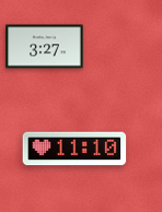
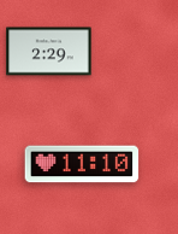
clock at (45, 47): 3:27 -> 2:29
